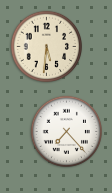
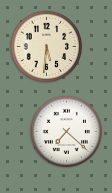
clock at (66, 131): 7:23 -> 7:22
